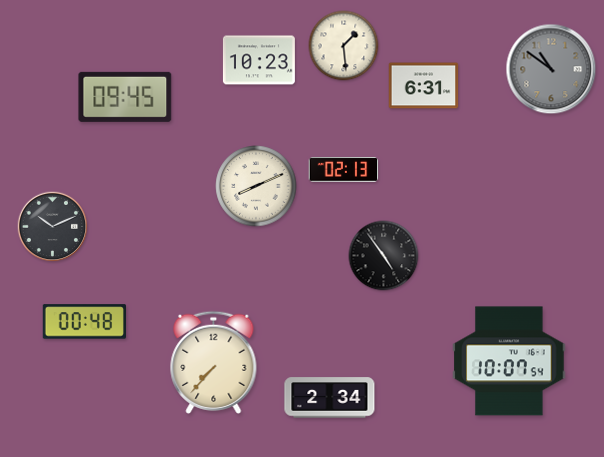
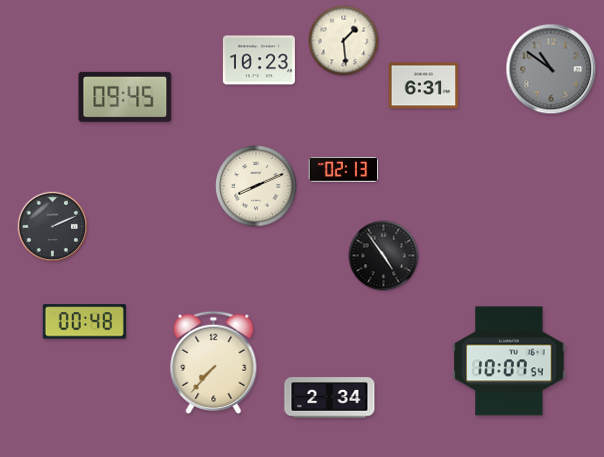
clock at (344, 46) position: (344, 46) -> (344, 41)
clock at (53, 227): 10:11 -> 2:11
